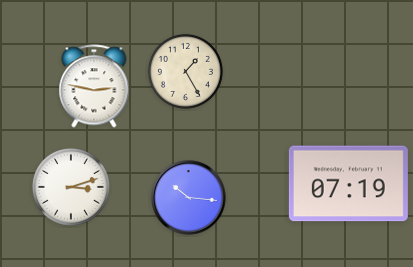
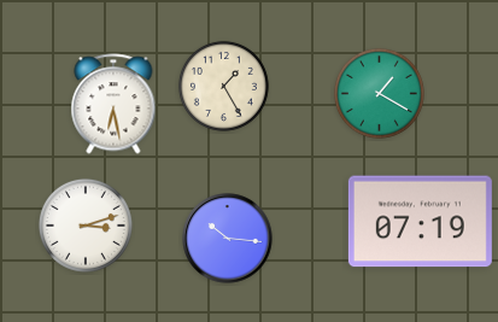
clock at (379, 93): none -> 1:20
clock at (94, 86): 2:47 -> 6:28
